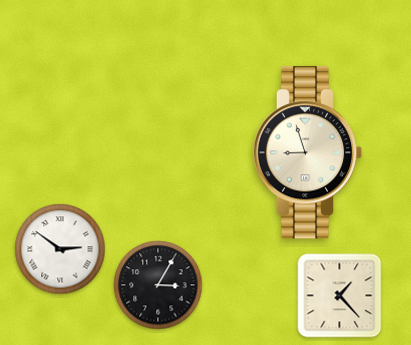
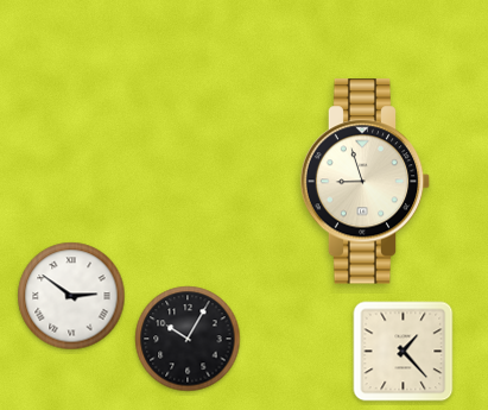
clock at (158, 285): 3:05 -> 10:05
